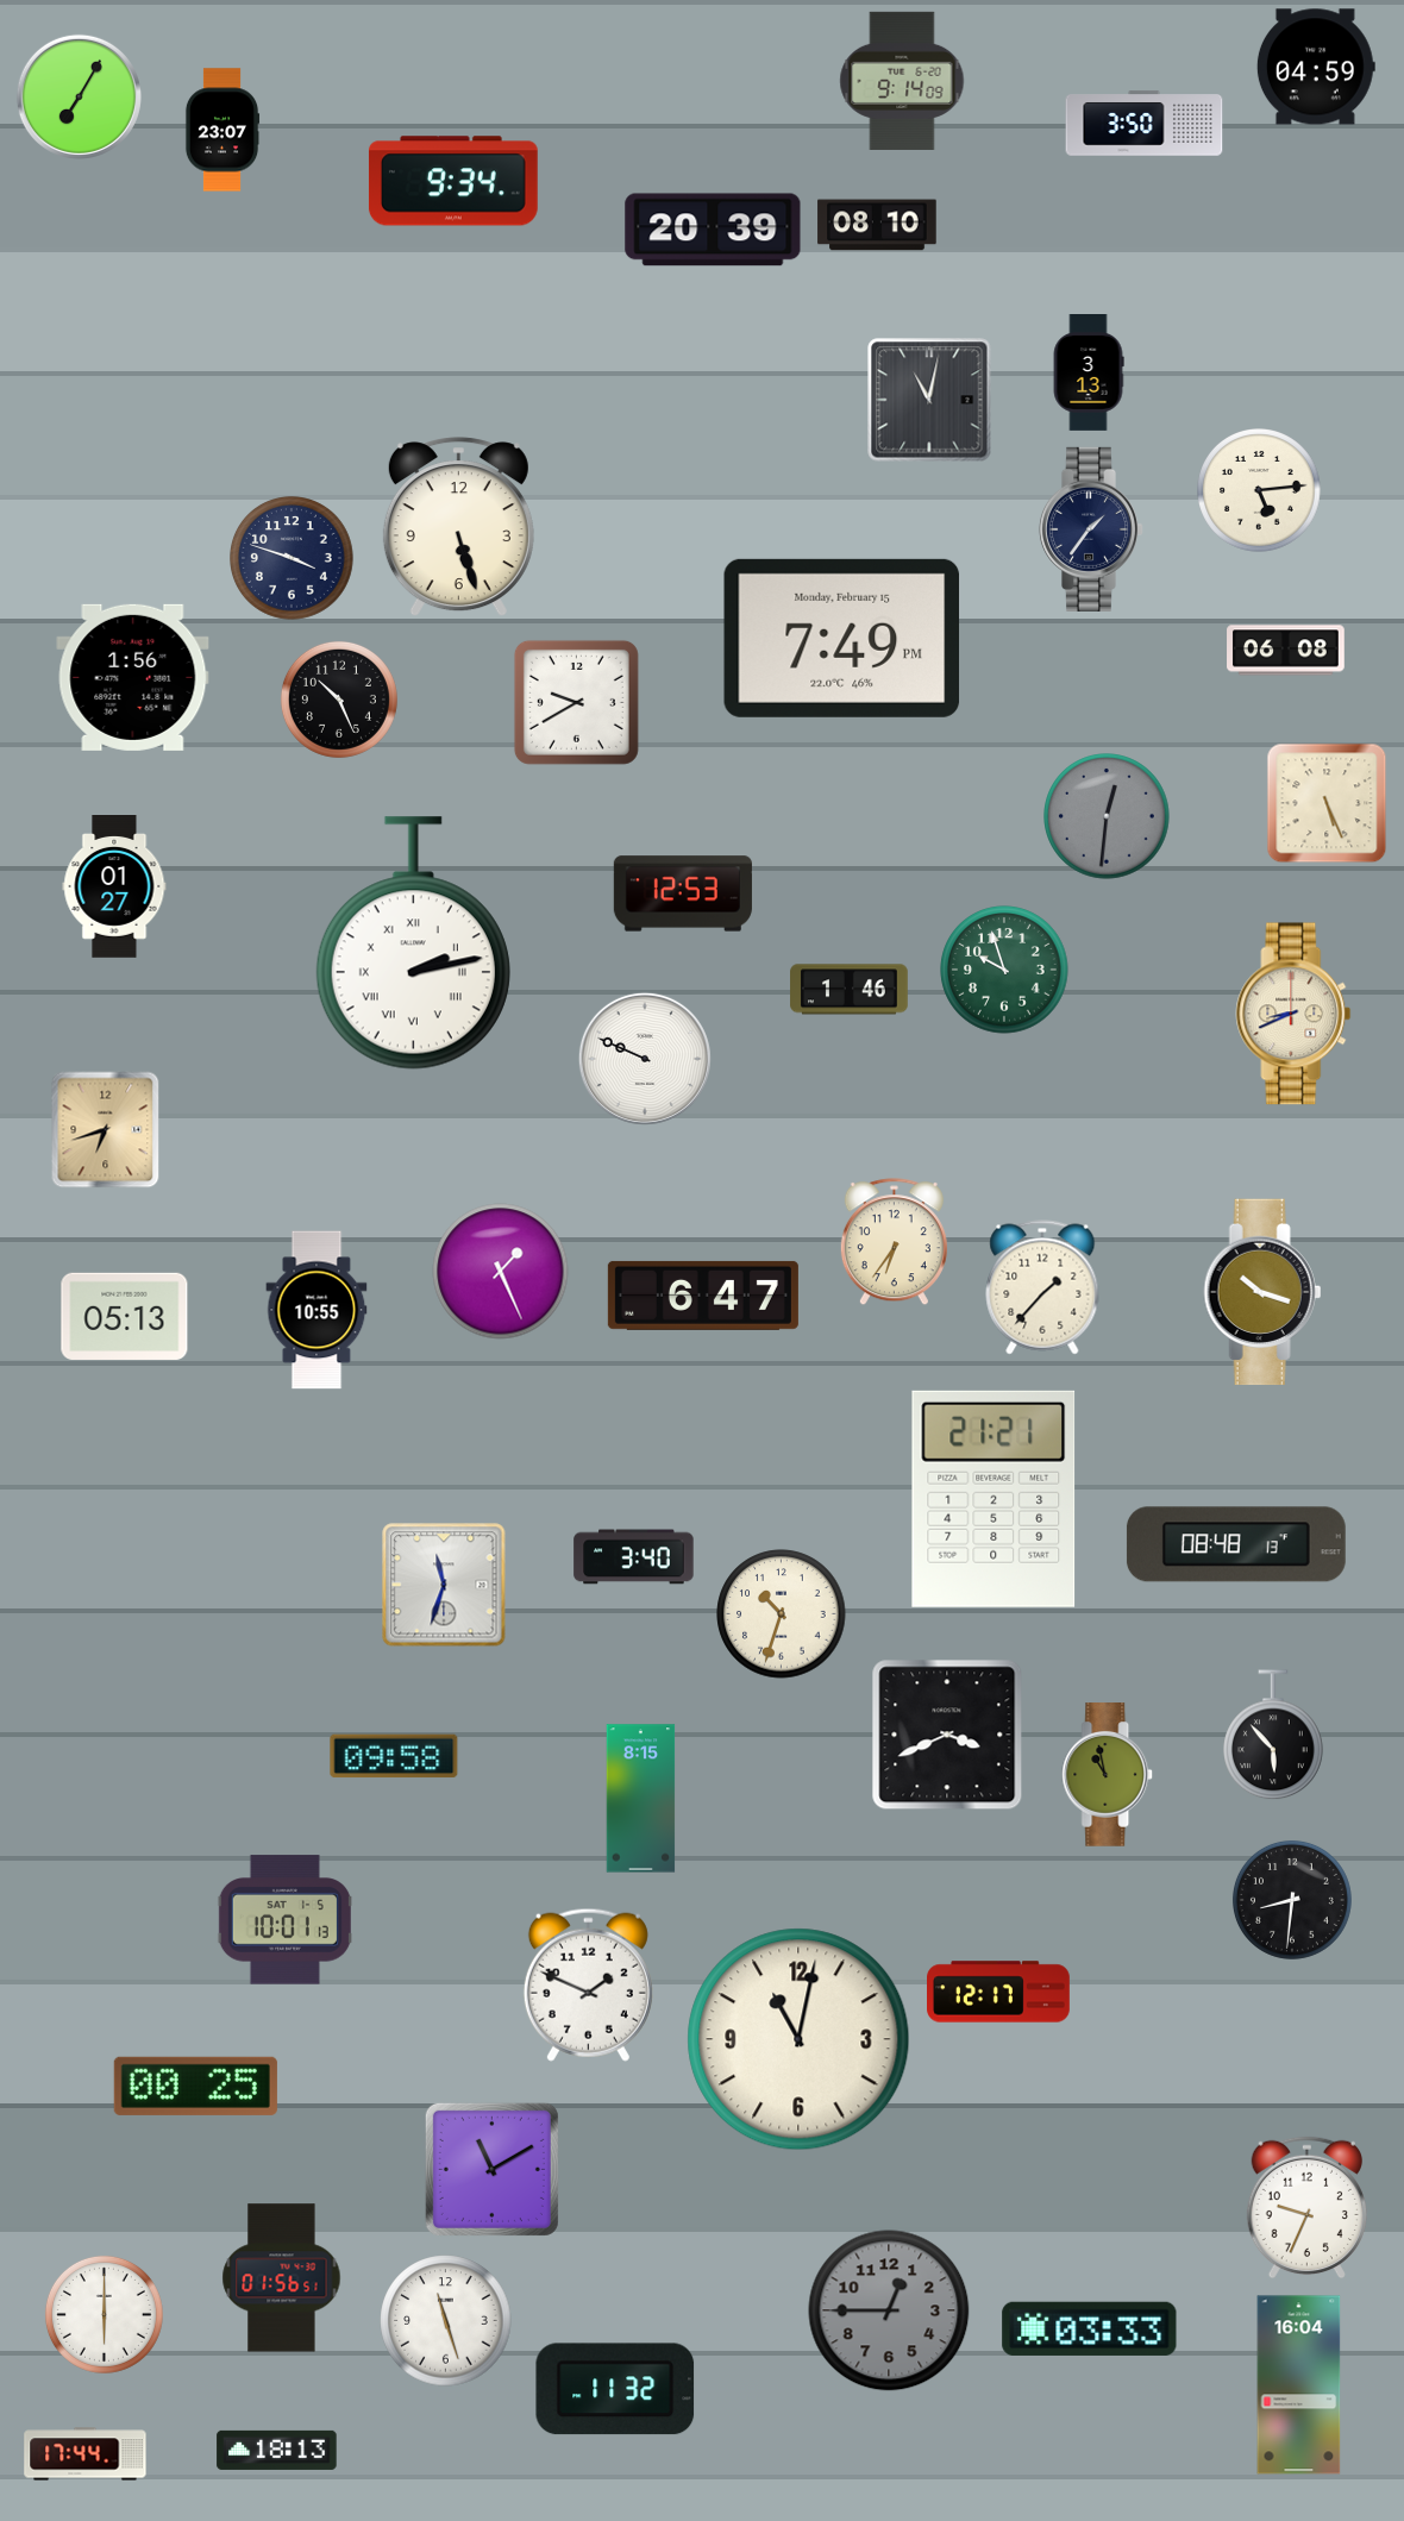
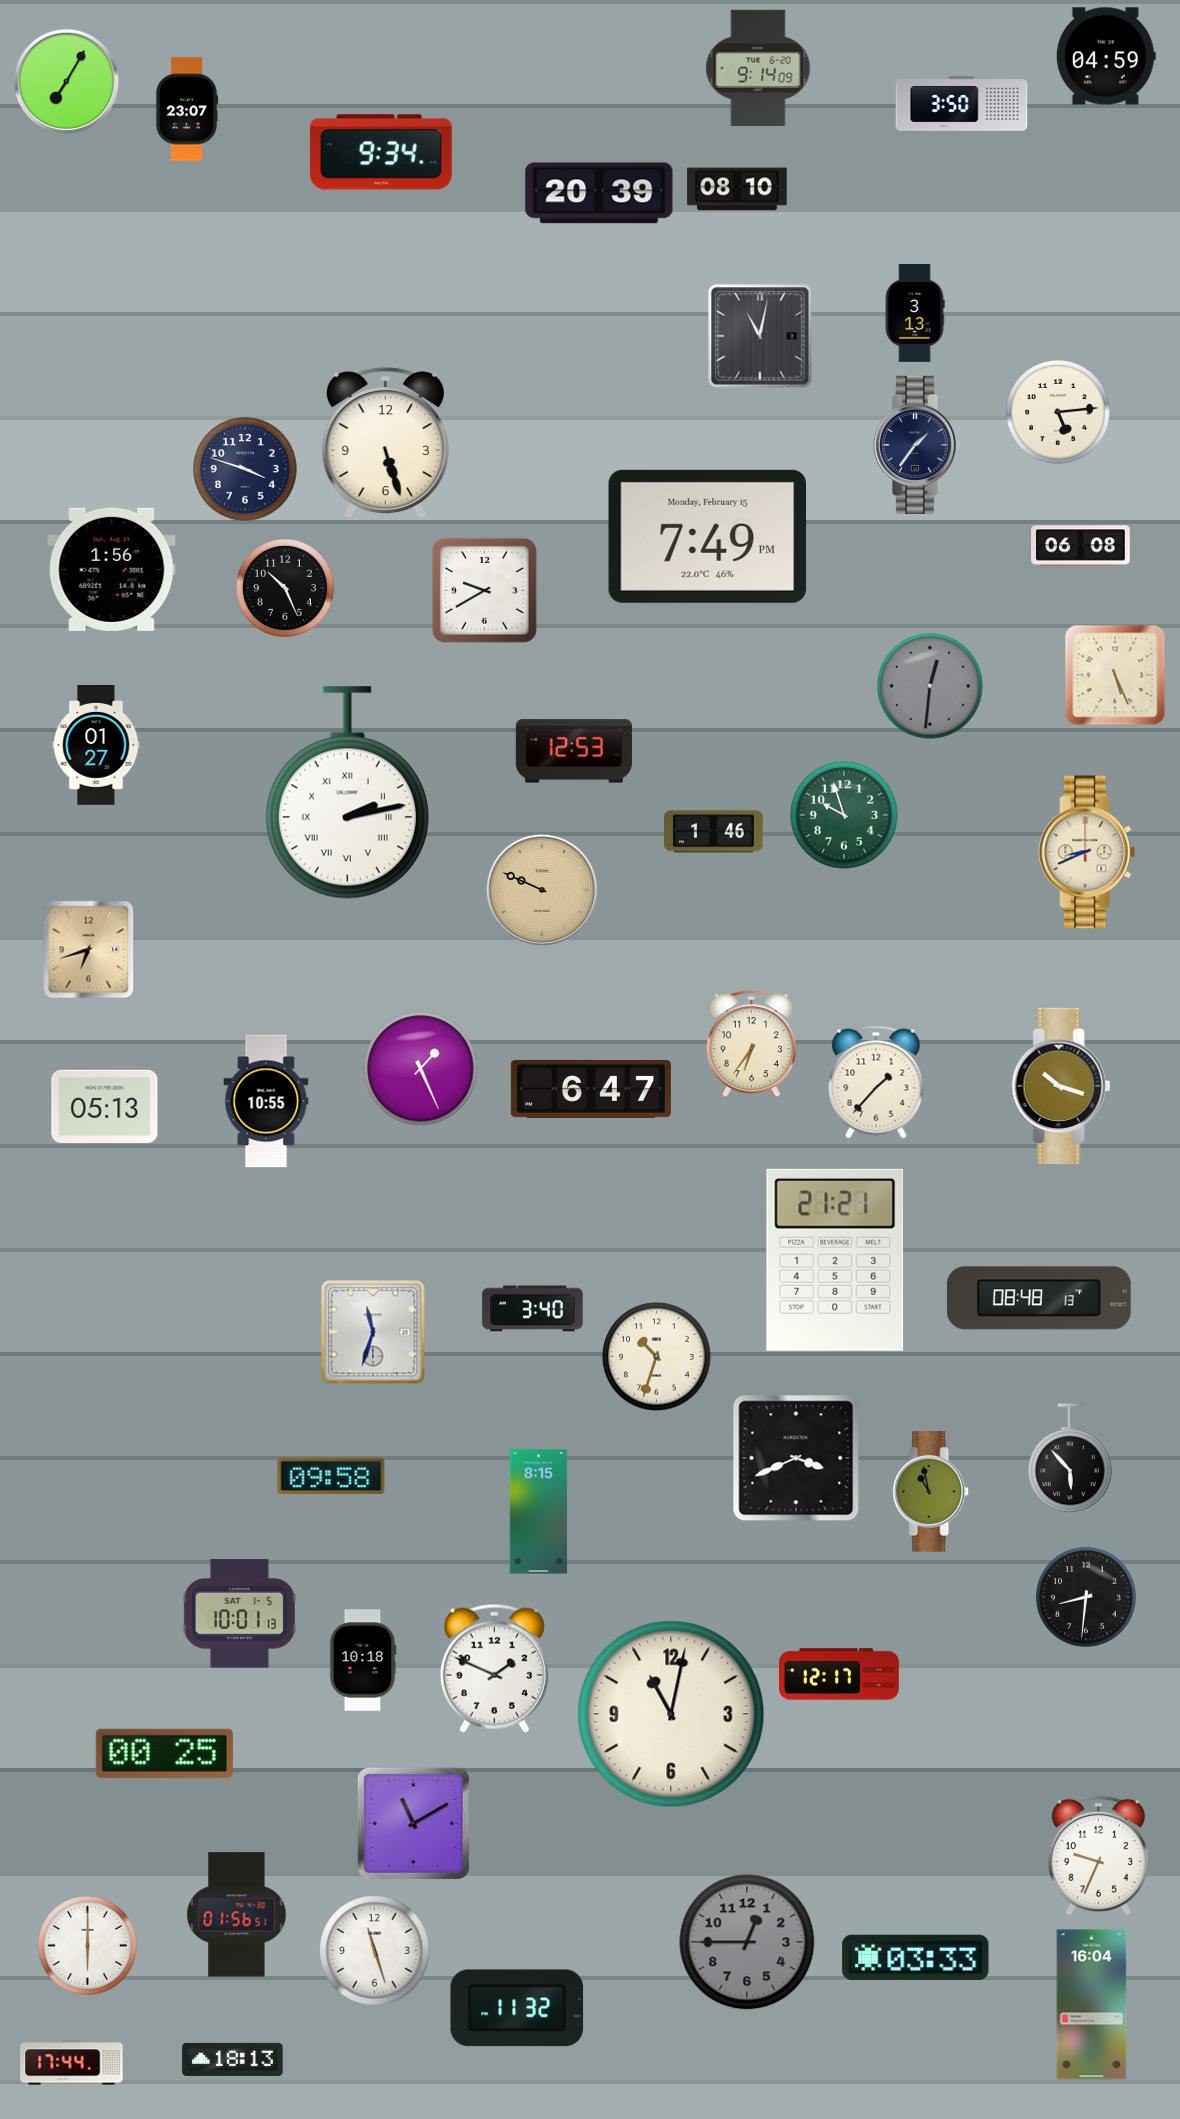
clock at (929, 400) position: (929, 400) -> (760, 336)
clock at (645, 1059) dial: white -> champagne
clock at (363, 1660): none -> 10:18
